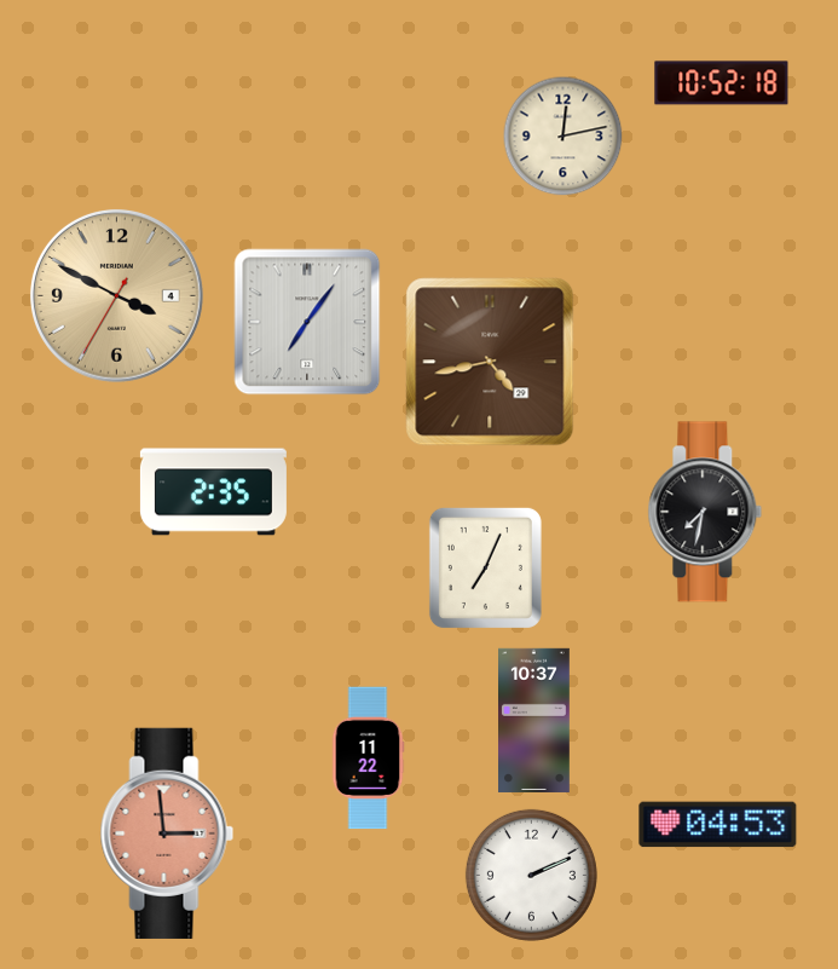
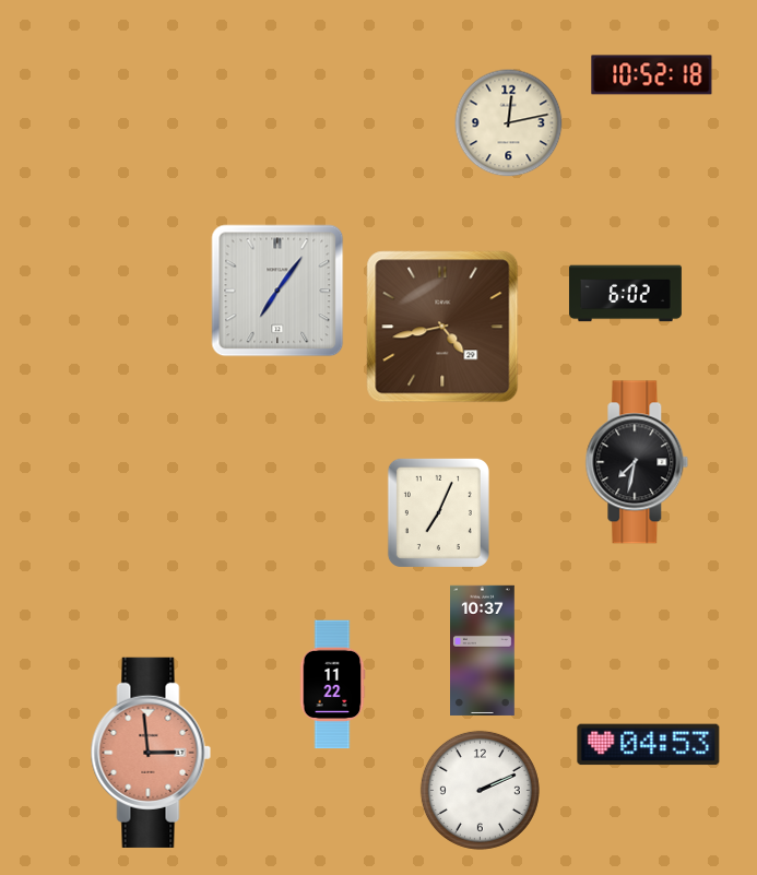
clock at (116, 295): 3:49 -> none
clock at (625, 294): none -> 6:02
clock at (213, 492): 2:35 -> none
